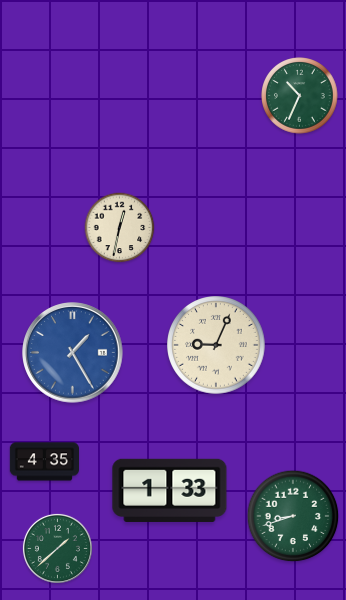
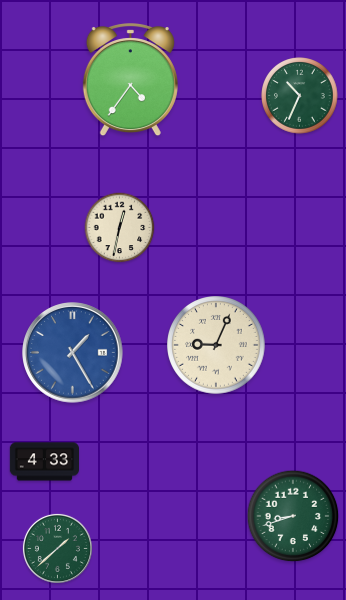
clock at (130, 80): none -> 4:36
clock at (44, 462): 4:35 -> 4:33
clock at (170, 490): 1:33 -> none
